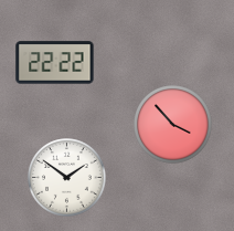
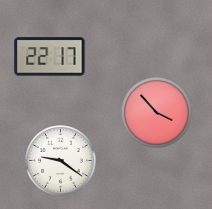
clock at (55, 63): 22:22 -> 22:17
clock at (67, 178): 1:51 -> 9:21
